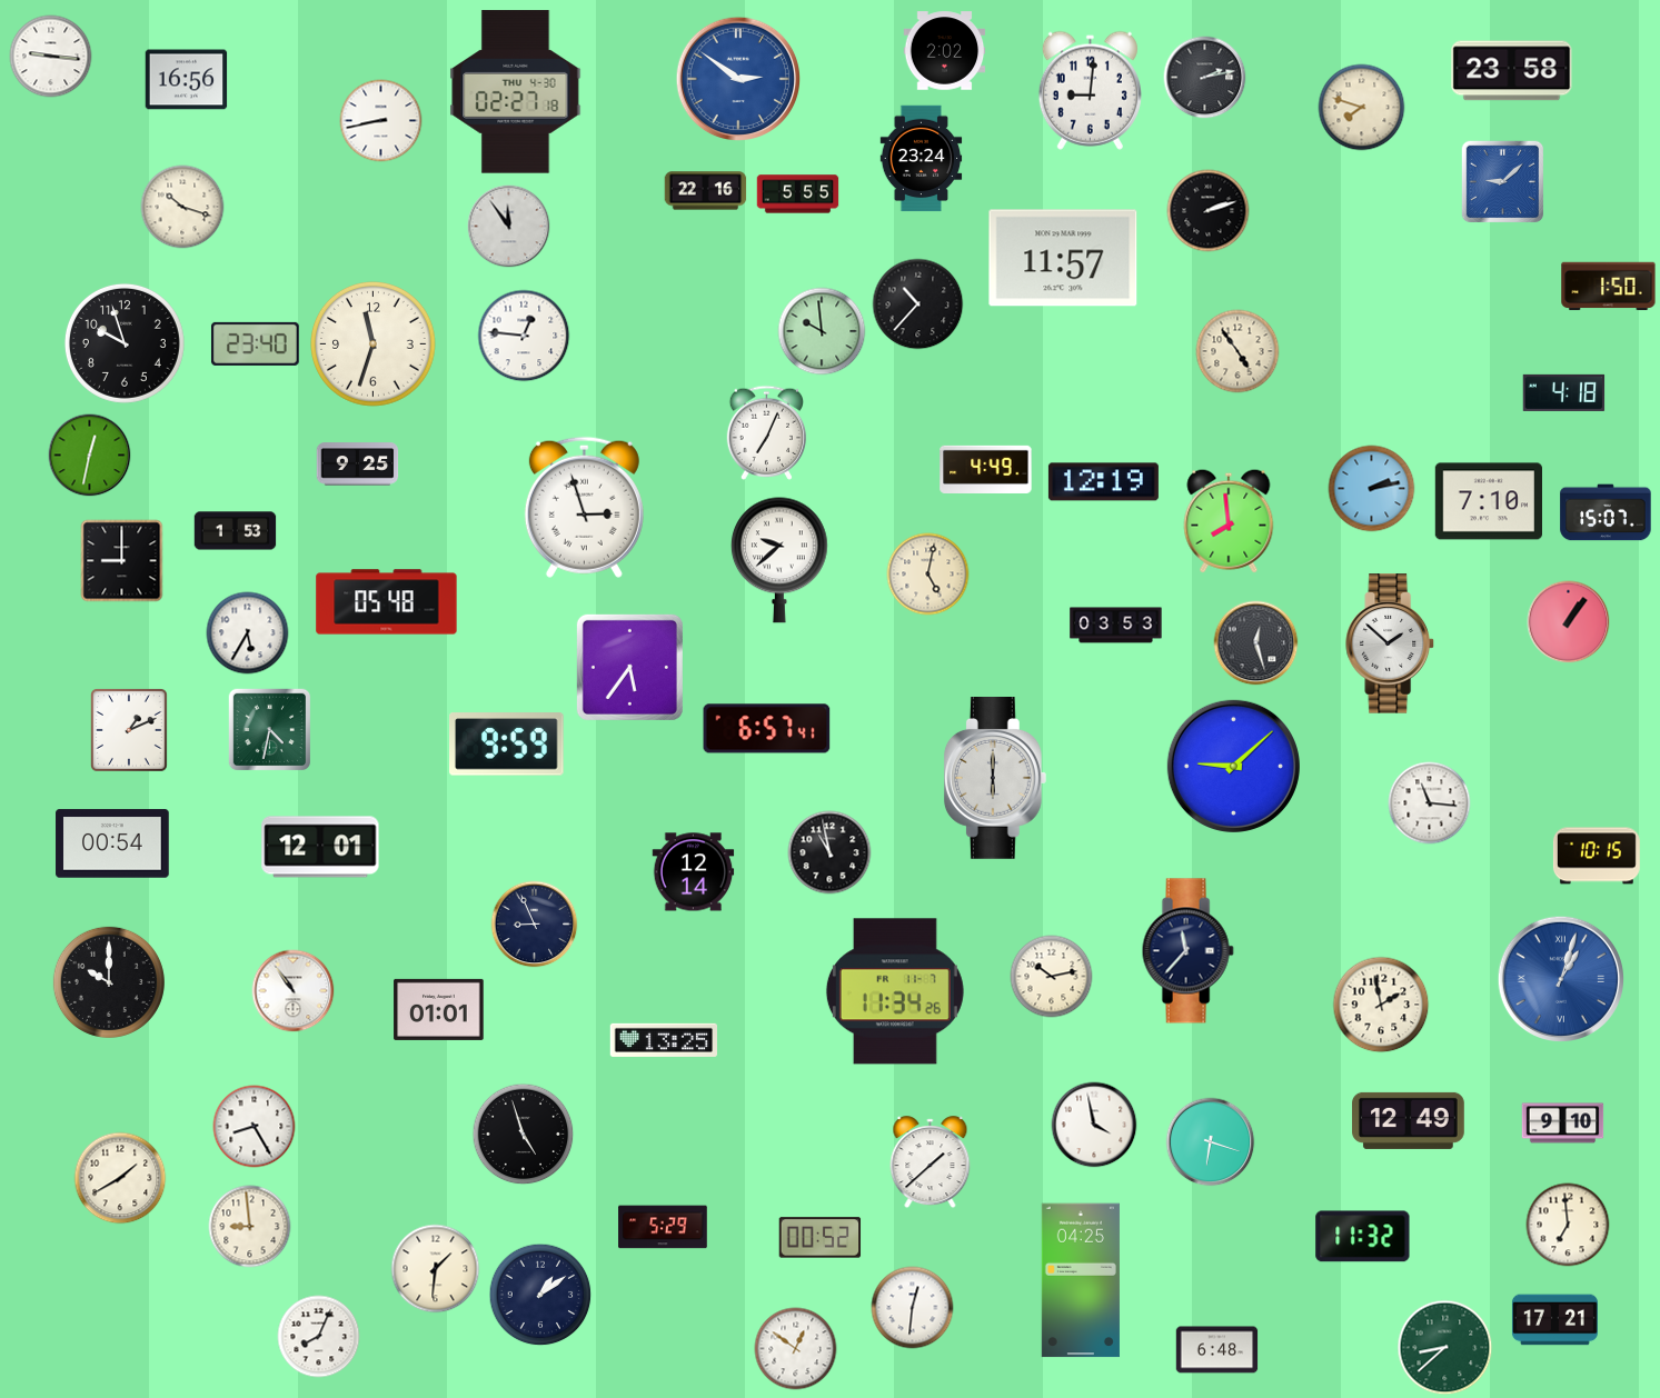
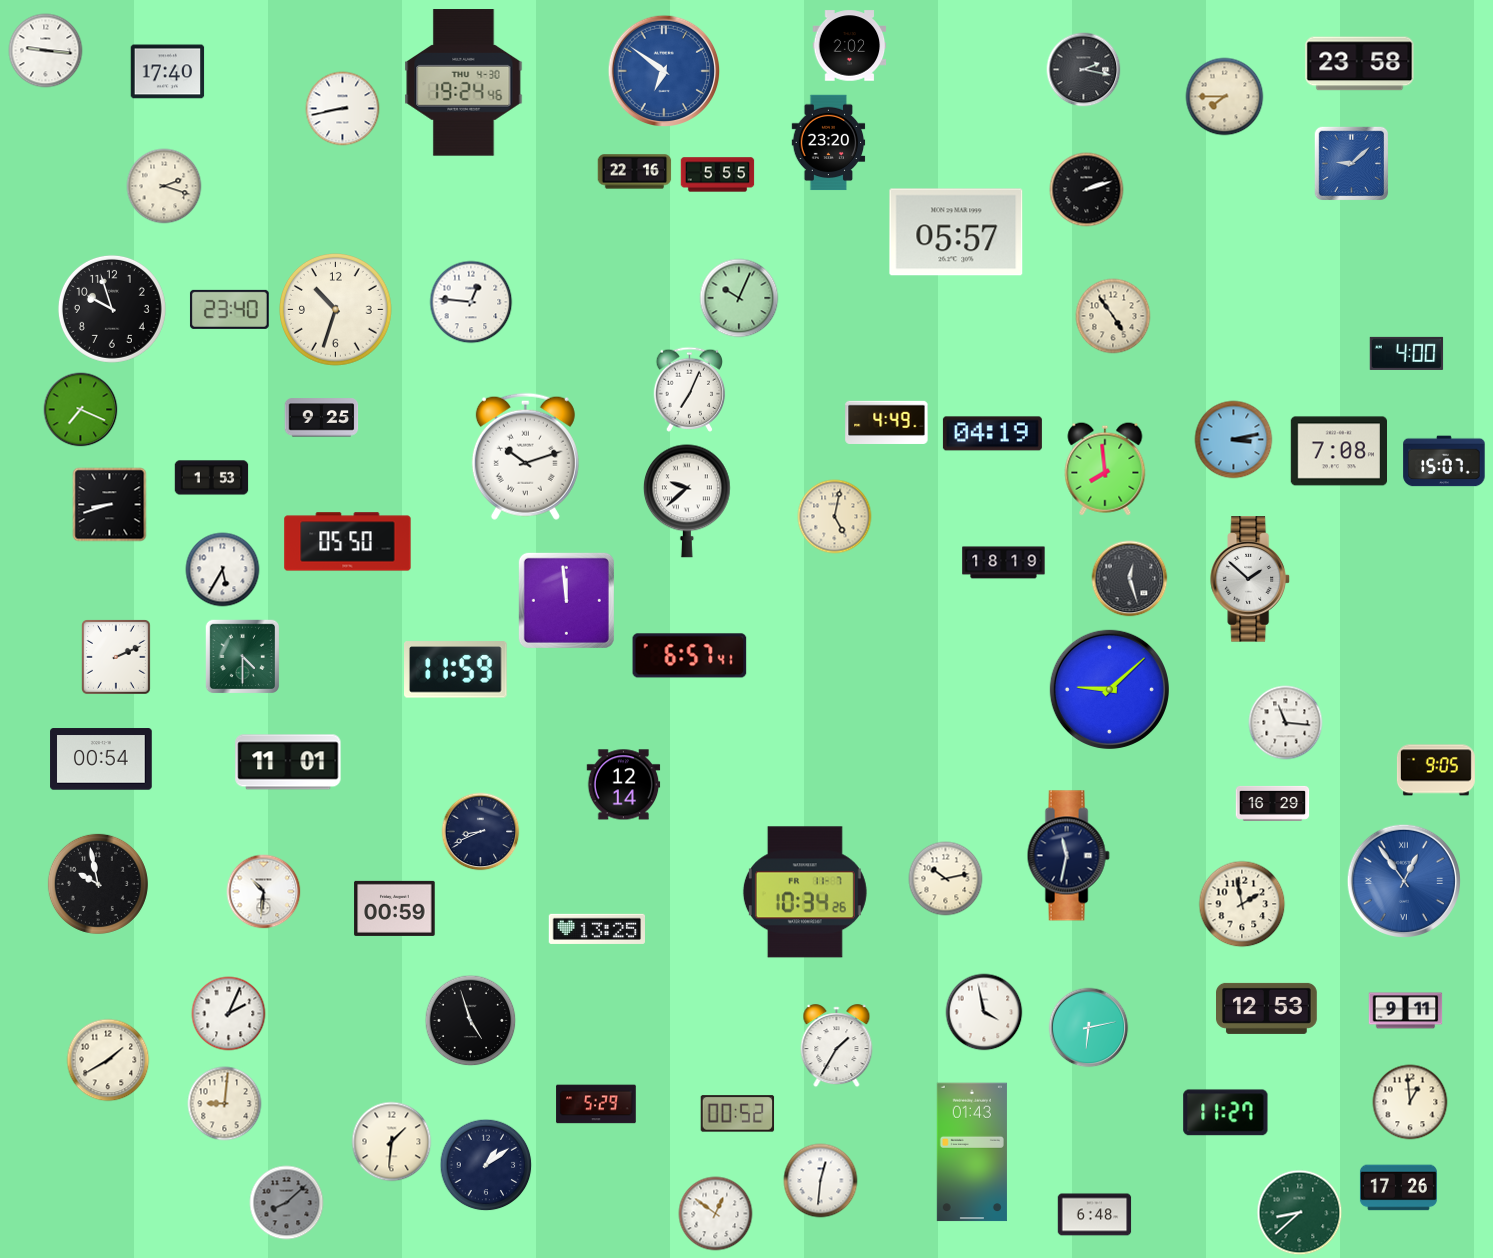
clock at (737, 78): 2:51 -> 6:51
clock at (1205, 78): 2:13 -> 2:17
clock at (187, 80): 16:56 -> 17:40
clock at (1090, 90): 9:01 -> none
clock at (516, 92): 02:27 -> 19:24
clock at (1362, 108): 7:48 -> 7:45
clock at (922, 159): 23:24 -> 23:20
clock at (182, 207): 10:18 -> 2:18
clock at (509, 227): 11:54 -> none
clock at (1063, 258): 11:57 -> 05:57
clock at (1609, 287): 1:50 -> none
clock at (918, 304): 10:37 -> none
clock at (822, 331): 9:59 -> 10:04
clock at (374, 344): 11:33 -> 10:33
clock at (1564, 392): 4:18 -> 4:00
clock at (90, 456): 12:32 -> 7:19
clock at (1103, 482): 12:19 -> 04:19
clock at (1372, 489): 2:13 -> 3:13
clock at (1488, 501): 7:10 -> 7:08
clock at (584, 507): 2:57 -> 10:12
clock at (781, 560) position: (781, 560) -> (688, 501)
clock at (122, 561): 9:00 -> 8:42
clock at (387, 602): 05:48 -> 05:50
clock at (1569, 622): 1:06 -> none
clock at (1116, 626): 03:53 -> 18:19
clock at (629, 667): 5:36 -> 11:59
clock at (270, 730): 4:32 -> 4:30
clock at (130, 731): 1:11 -> 2:11
clock at (507, 745): 9:59 -> 11:59
clock at (995, 779): 6:00 -> none
clock at (320, 847): 12:01 -> 11:01
clock at (829, 852): 10:58 -> none
clock at (1597, 856): 10:15 -> 9:05
clock at (1273, 803): none -> 16:29
clock at (535, 925): 8:56 -> 8:41
clock at (1187, 951): 11:37 -> 11:32
clock at (1560, 978): 1:03 -> 12:54
clock at (109, 982): 10:00 -> 9:58
clock at (294, 991): 10:54 -> 10:31
clock at (895, 991): 11:34 -> 10:34
clock at (439, 1009): 01:01 -> 00:59
clock at (663, 1040) position: (663, 1040) -> (596, 929)
clock at (1409, 1120): 12:49 -> 12:53
clock at (1563, 1124): 9:10 -> 9:11
clock at (255, 1127): 8:25 -> 2:04
clock at (1211, 1142): 6:18 -> 6:13
clock at (931, 1162): 1:38 -> 1:35
clock at (1568, 1225): 6:59 -> 12:59
clock at (250, 1227): 8:59 -> 9:01
clock at (1363, 1237): 11:32 -> 11:27
clock at (1081, 1280): 04:25 -> 01:43
clock at (913, 1308) position: (913, 1308) -> (821, 1181)
clock at (1554, 1320): 17:21 -> 17:26
clock at (319, 1337): 8:04 -> 8:08
clock at (319, 1337) dial: white -> grey
